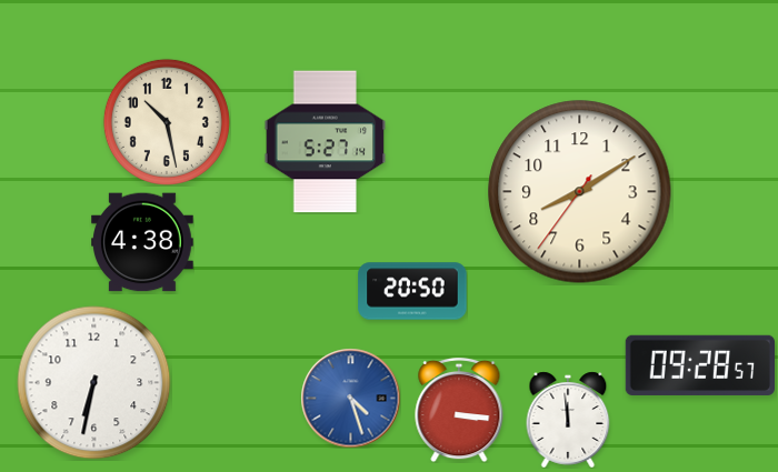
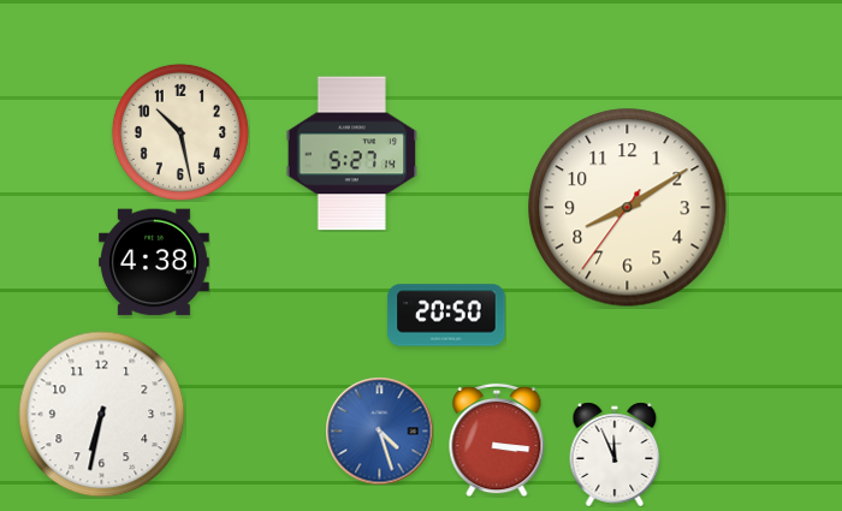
clock at (699, 365): 09:28 -> none
clock at (459, 410) position: (459, 410) -> (497, 440)
clock at (568, 420): 11:59 -> 11:56
